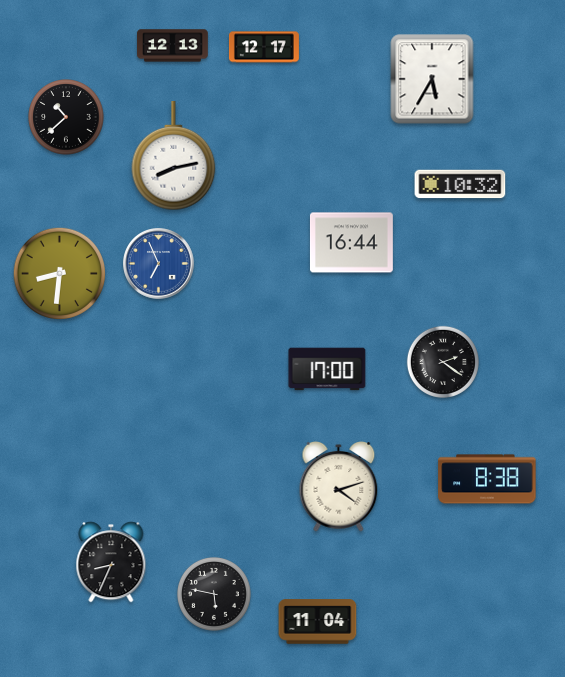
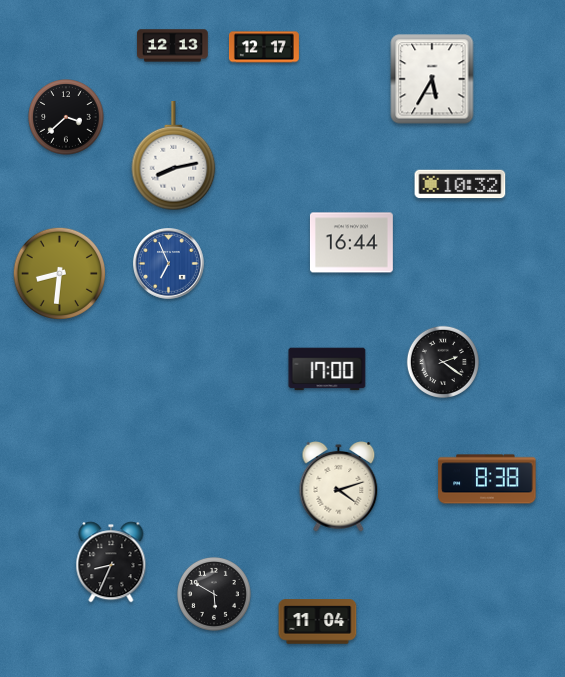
clock at (66, 117): 10:38 -> 3:38
clock at (159, 264) position: (159, 264) -> (169, 264)
clock at (214, 594): 5:47 -> 5:50
